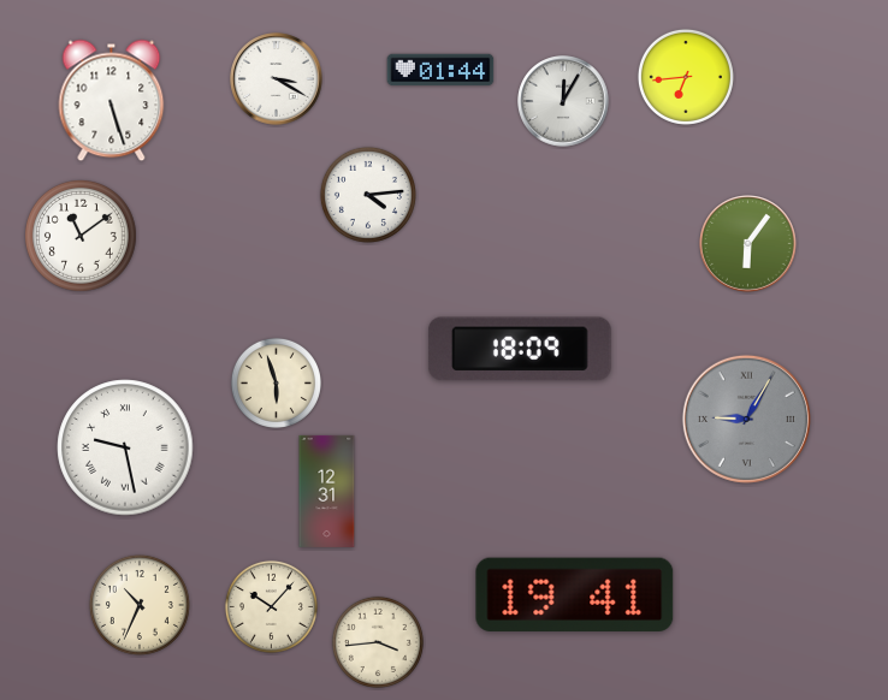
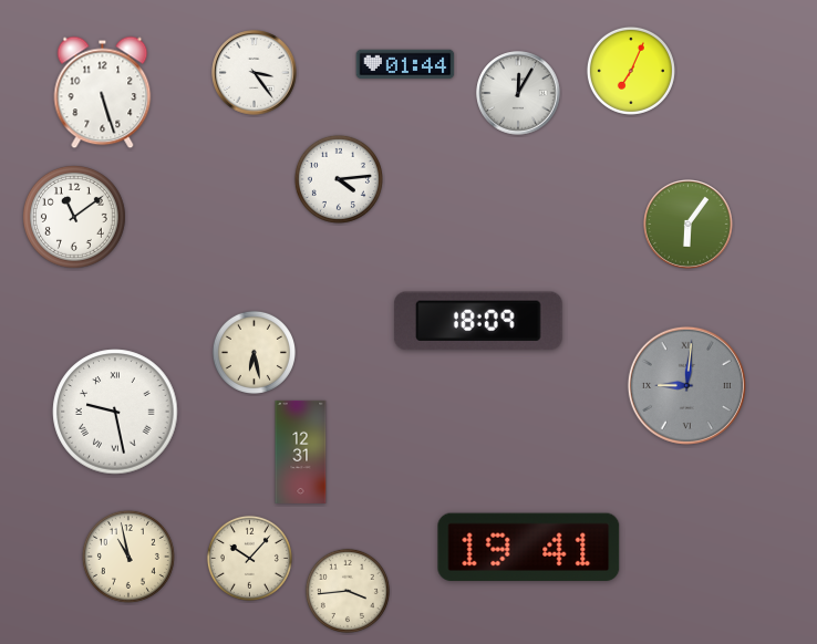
clock at (686, 77): 6:44 -> 7:04
clock at (277, 79): 3:20 -> 3:24
clock at (276, 382): 5:57 -> 6:28
clock at (746, 419): 9:05 -> 9:01
clock at (140, 605): 10:34 -> 10:58
